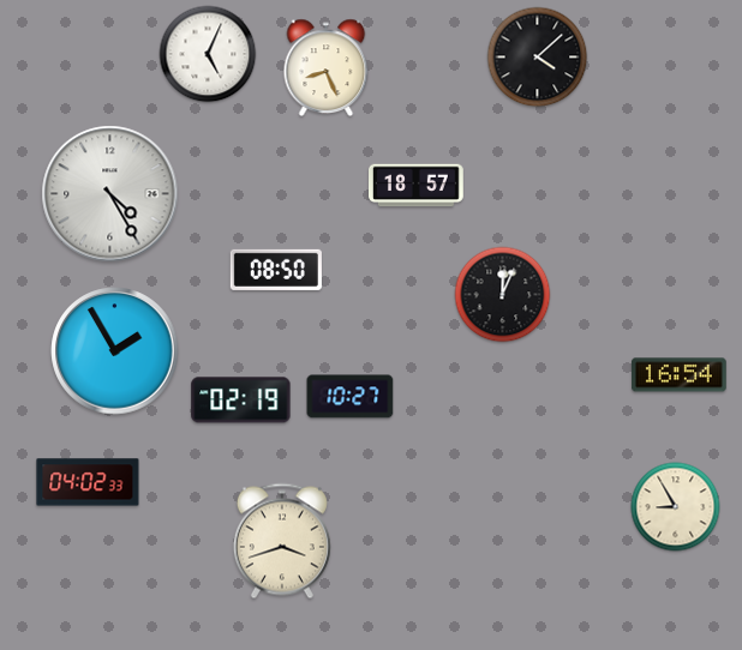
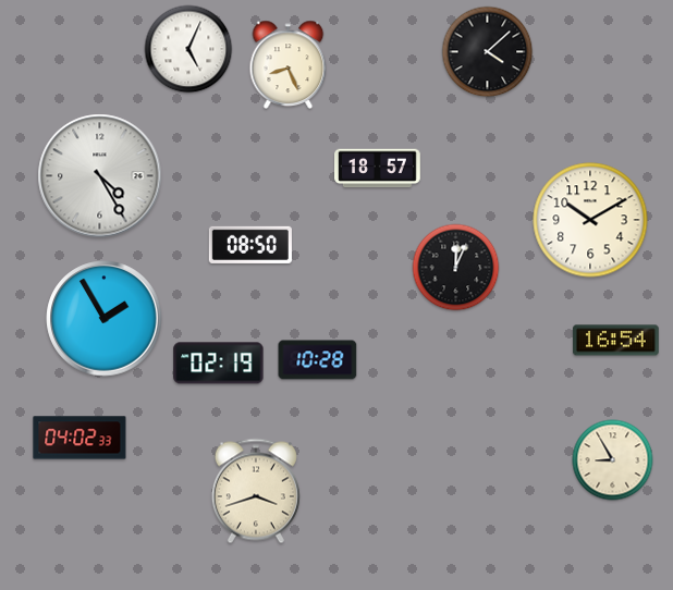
clock at (327, 67) position: (327, 67) -> (289, 64)
clock at (590, 220): none -> 10:10
clock at (351, 397): 10:27 -> 10:28
